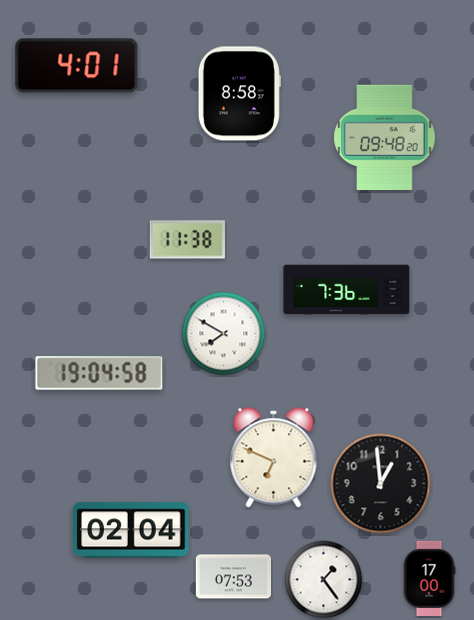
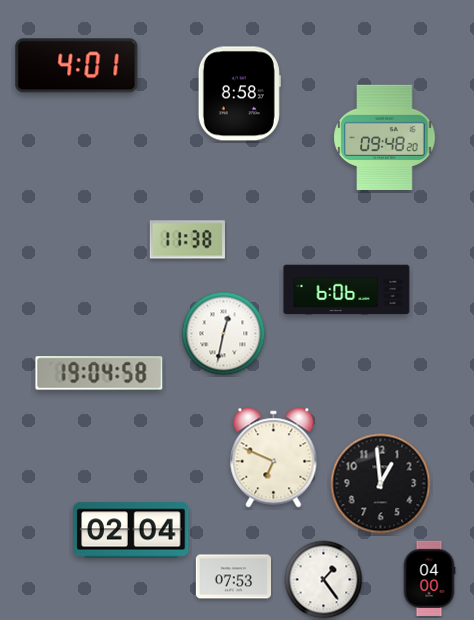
clock at (347, 290): 7:36 -> 6:06
clock at (224, 334): 7:50 -> 12:32
clock at (429, 578): 17:00 -> 04:00
